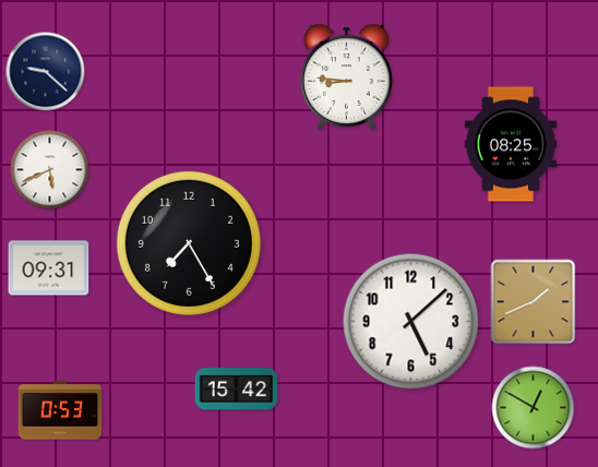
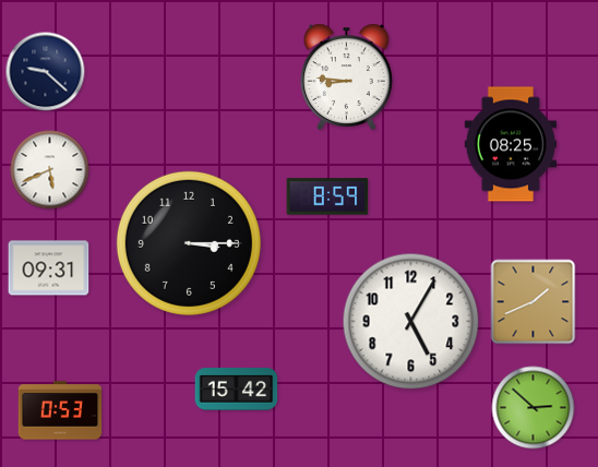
clock at (327, 196): none -> 8:59
clock at (189, 243): 7:25 -> 3:15
clock at (411, 322): 5:08 -> 5:05
clock at (534, 408): 12:50 -> 2:52
